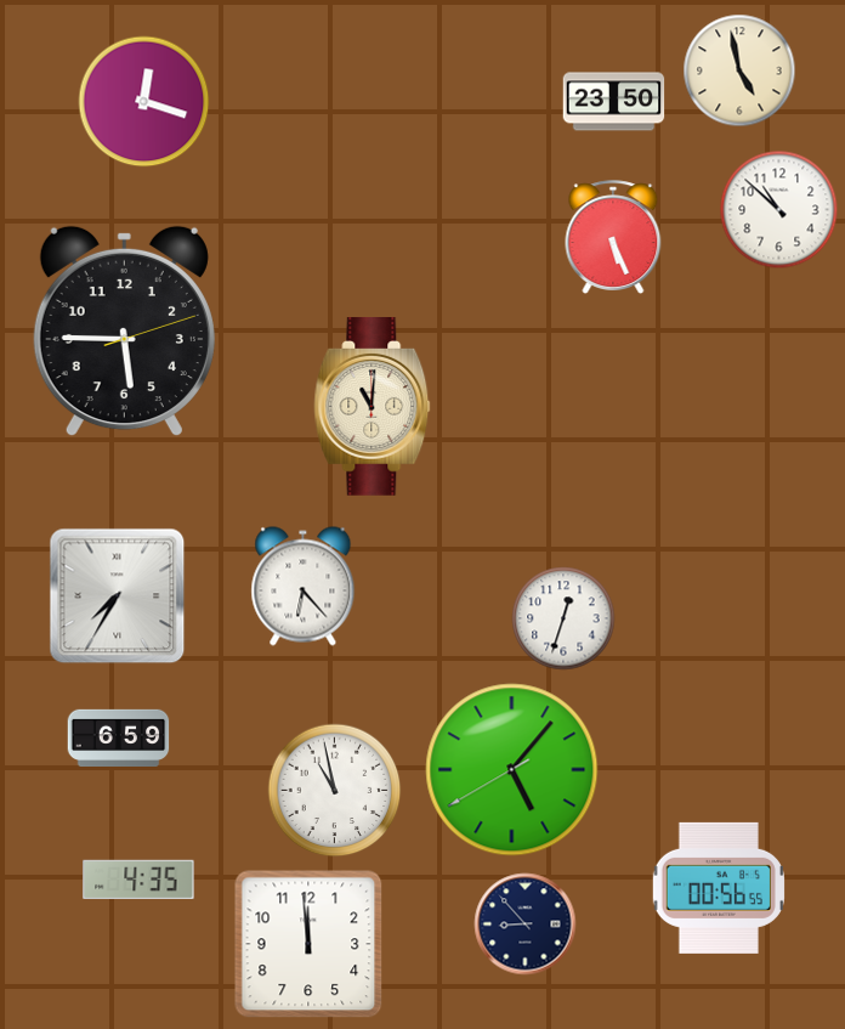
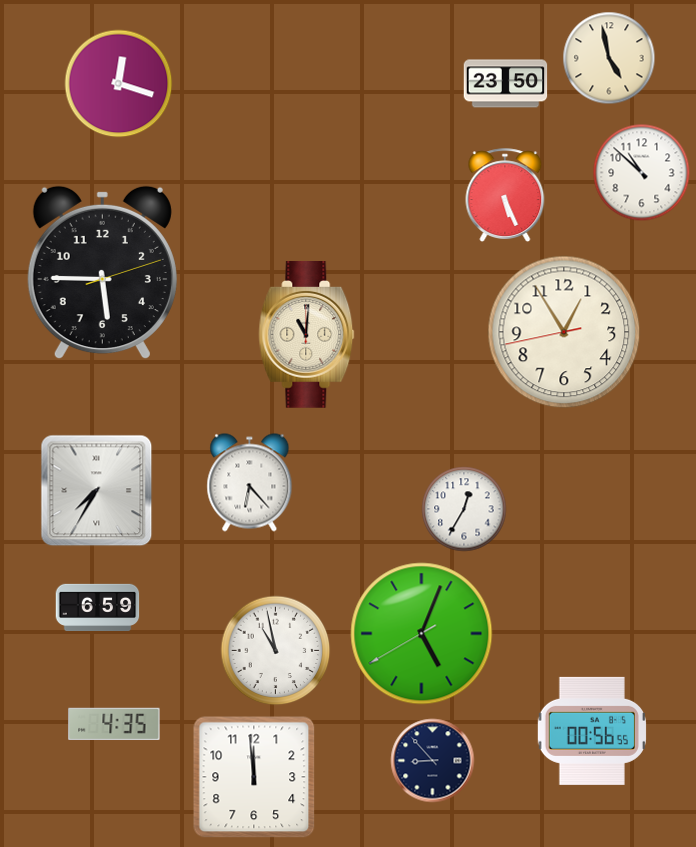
clock at (564, 332): none -> 12:54
clock at (563, 618): 12:33 -> 12:35
clock at (512, 770): 5:06 -> 5:03
